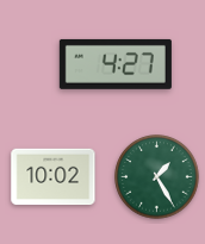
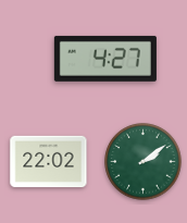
clock at (54, 177): 10:02 -> 22:02
clock at (157, 177): 1:25 -> 2:09
